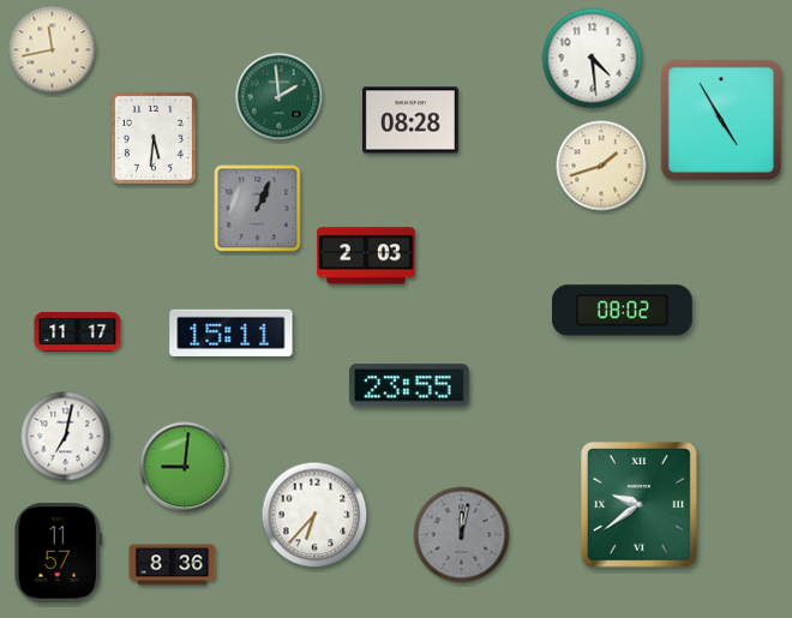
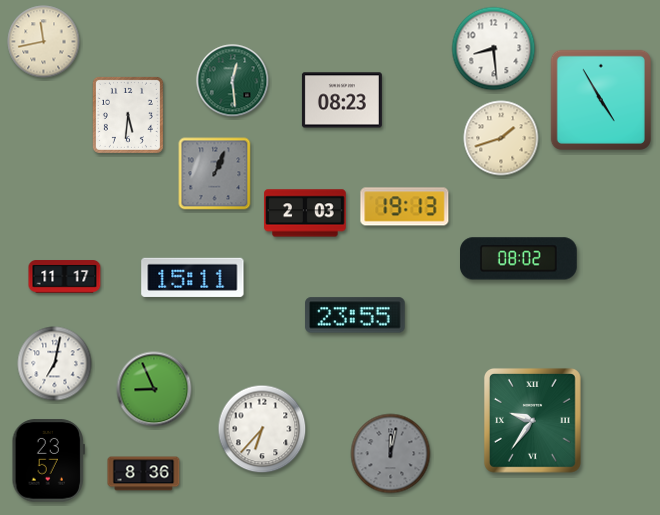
clock at (593, 59): 4:29 -> 8:29
clock at (280, 97): 1:59 -> 12:29
clock at (410, 120): 08:28 -> 08:23
clock at (405, 207): none -> 19:13
clock at (409, 385) position: (409, 385) -> (355, 315)
clock at (185, 467): 9:01 -> 8:56
clock at (638, 505): 9:39 -> 9:36
clock at (462, 535) position: (462, 535) -> (391, 454)
clock at (58, 553): 11:57 -> 23:57
clock at (173, 565) position: (173, 565) -> (144, 474)
